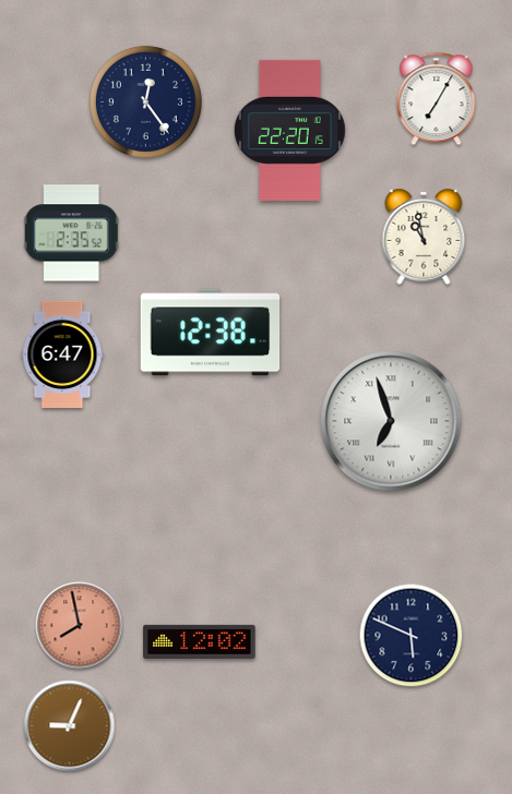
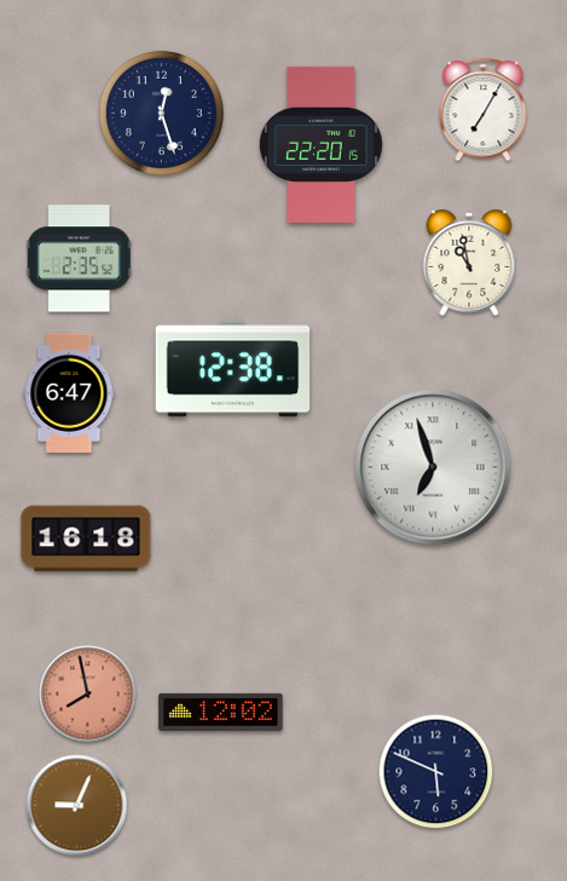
clock at (145, 101): 12:24 -> 12:27
clock at (86, 539): none -> 16:18
clock at (412, 636) position: (412, 636) -> (436, 772)
